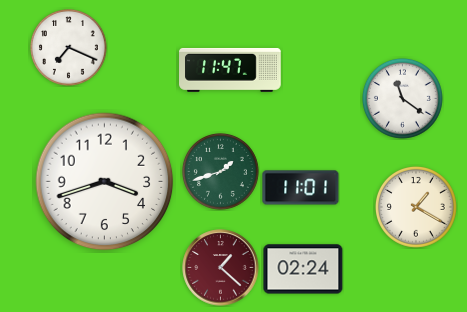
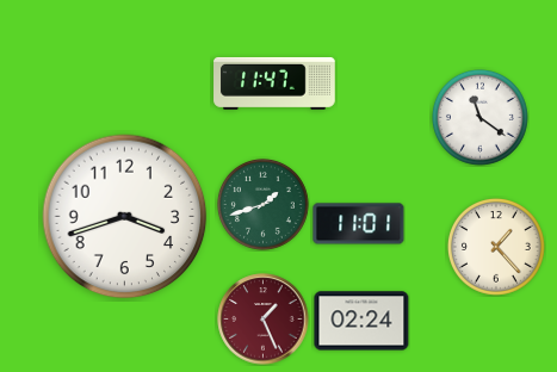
clock at (69, 48): 7:19 -> none
clock at (416, 207): 1:20 -> 1:23
clock at (221, 268): 1:22 -> 1:26
